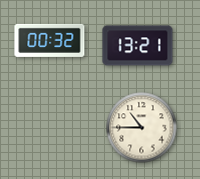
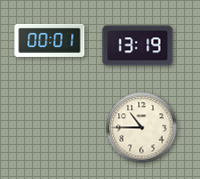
clock at (50, 40): 00:32 -> 00:01
clock at (138, 46): 13:21 -> 13:19
